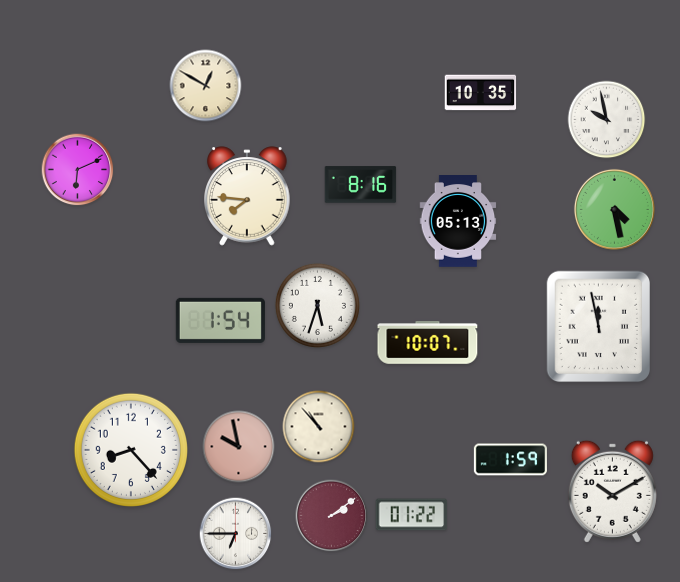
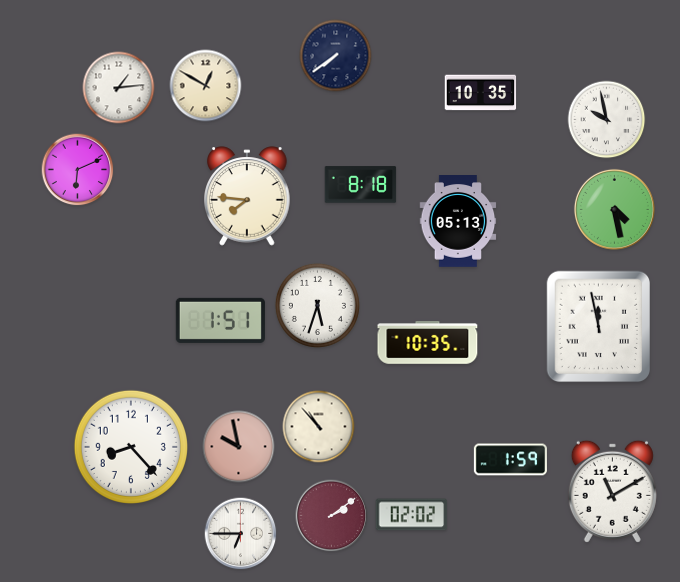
clock at (336, 56): none -> 7:39
clock at (119, 88): none -> 1:14
clock at (361, 185): 8:16 -> 8:18
clock at (220, 320): 1:54 -> 1:51
clock at (428, 343): 10:07 -> 10:35
clock at (130, 449) position: (130, 449) -> (130, 446)
clock at (612, 491): 10:10 -> 11:10
clock at (412, 515): 01:22 -> 02:02
clock at (236, 534) position: (236, 534) -> (241, 534)
